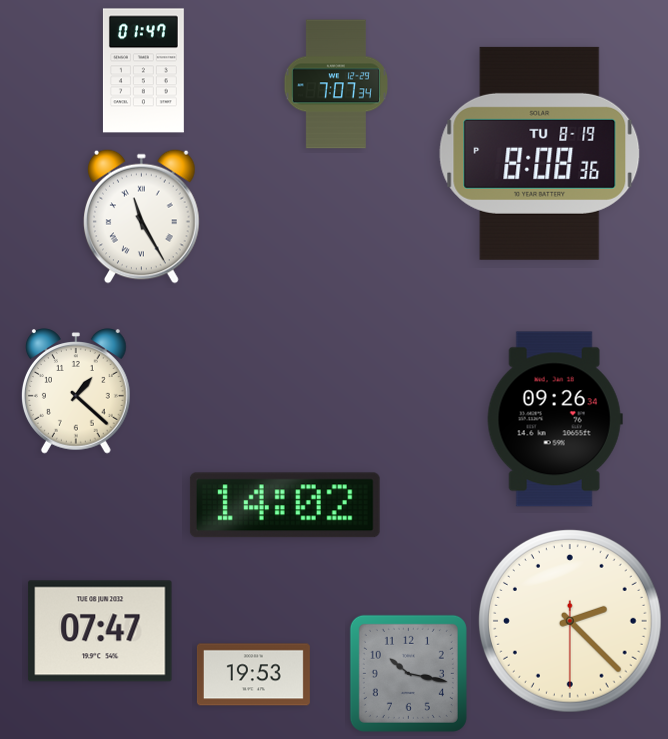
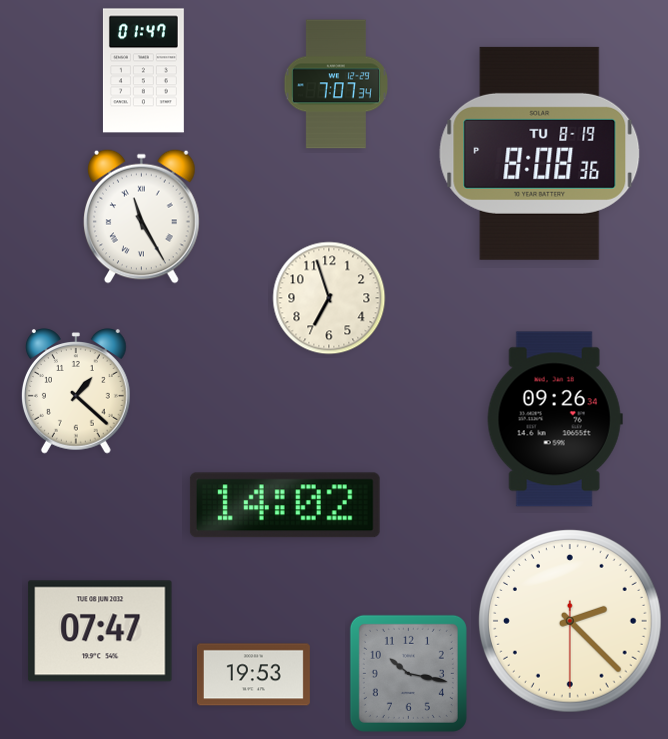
clock at (329, 298): none -> 6:57
